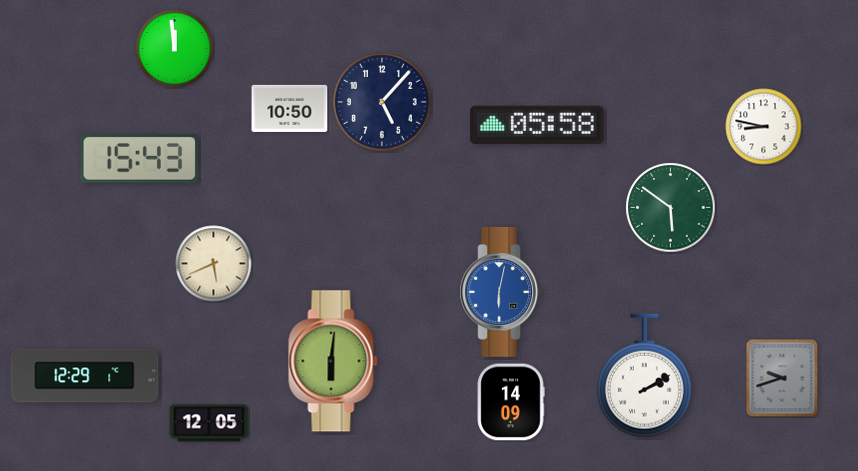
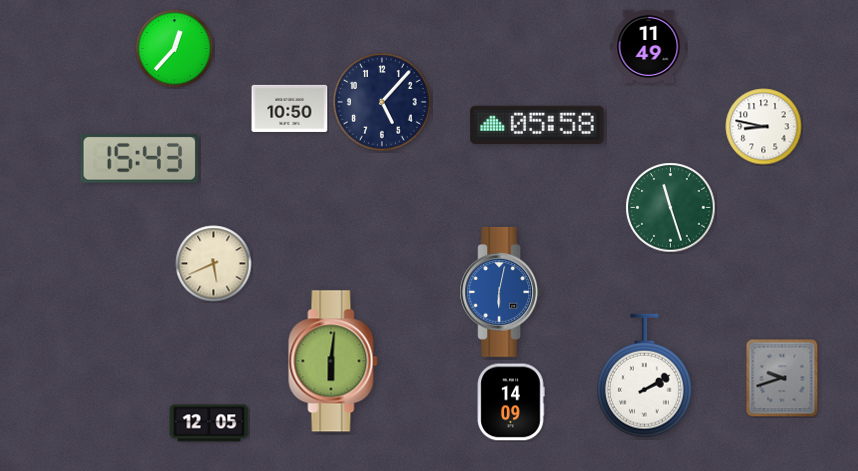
clock at (649, 46): none -> 11:49
clock at (175, 49): 11:59 -> 12:37
clock at (671, 208): 5:51 -> 11:27
clock at (85, 376): 12:29 -> none
